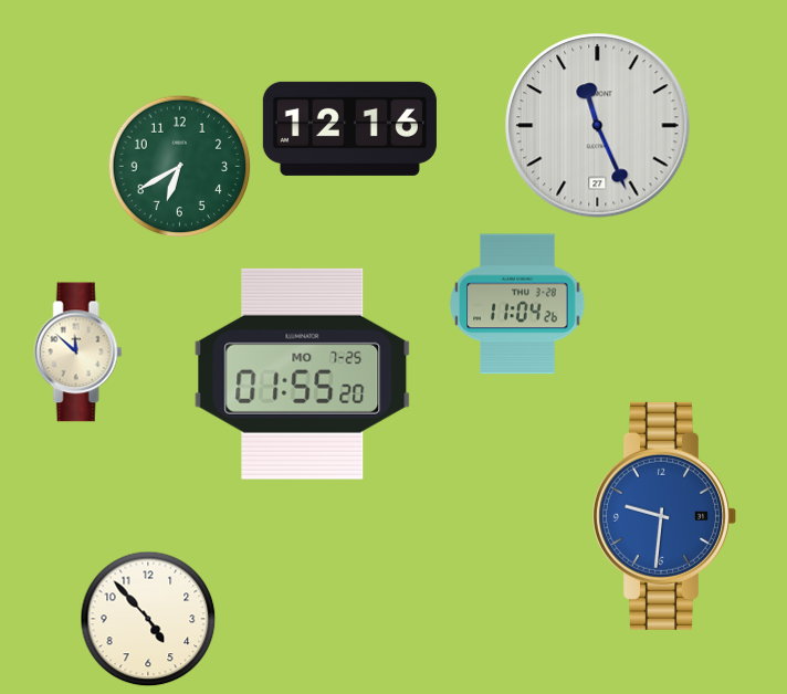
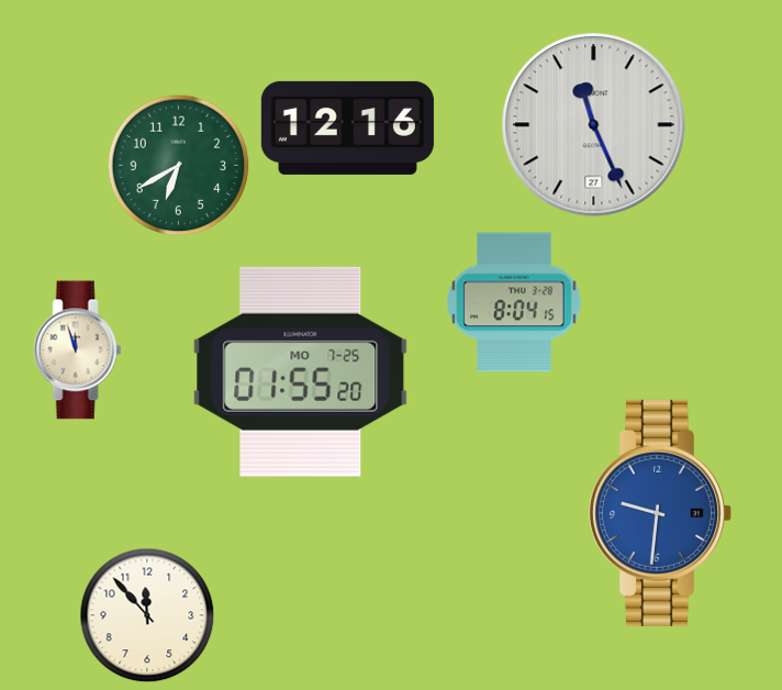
clock at (517, 304): 11:04 -> 8:04
clock at (78, 353): 11:52 -> 11:57
clock at (148, 619): 4:53 -> 11:53
